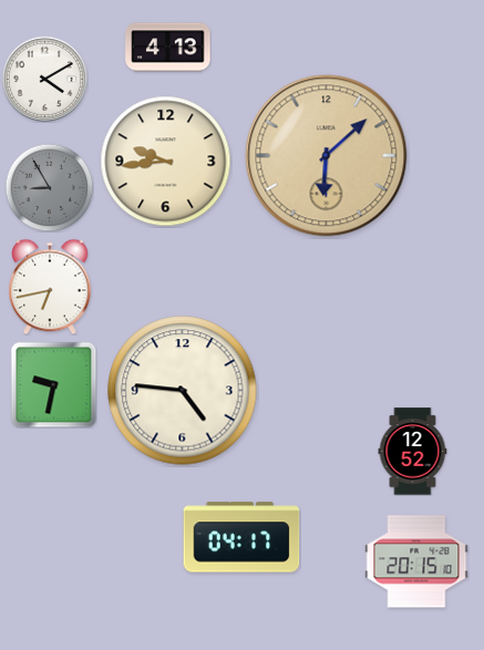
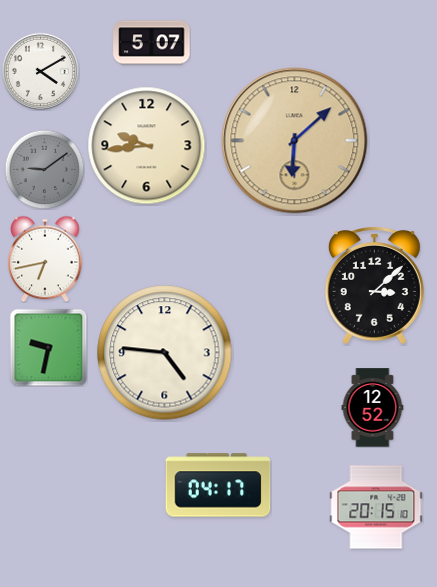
clock at (168, 48): 4:13 -> 5:07
clock at (166, 162) position: (166, 162) -> (147, 146)
clock at (49, 187): 8:55 -> 9:09
clock at (374, 286): none -> 3:08
